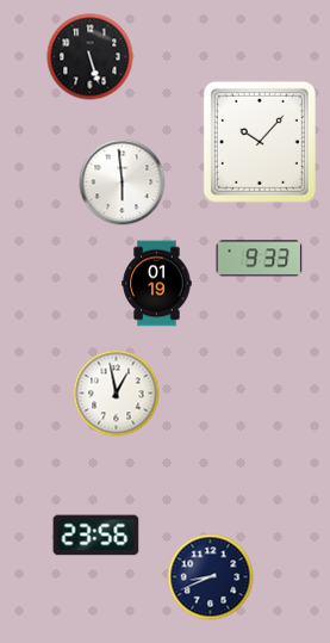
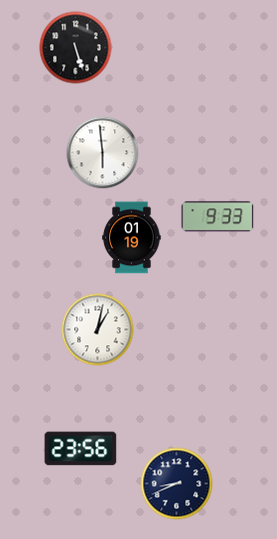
clock at (260, 142): 10:07 -> none
clock at (117, 394): 12:58 -> 1:02
